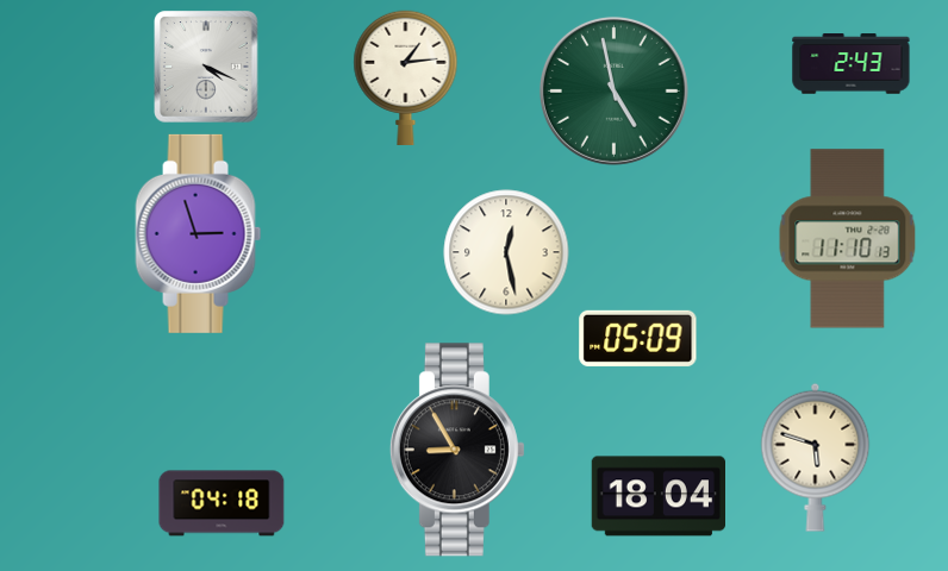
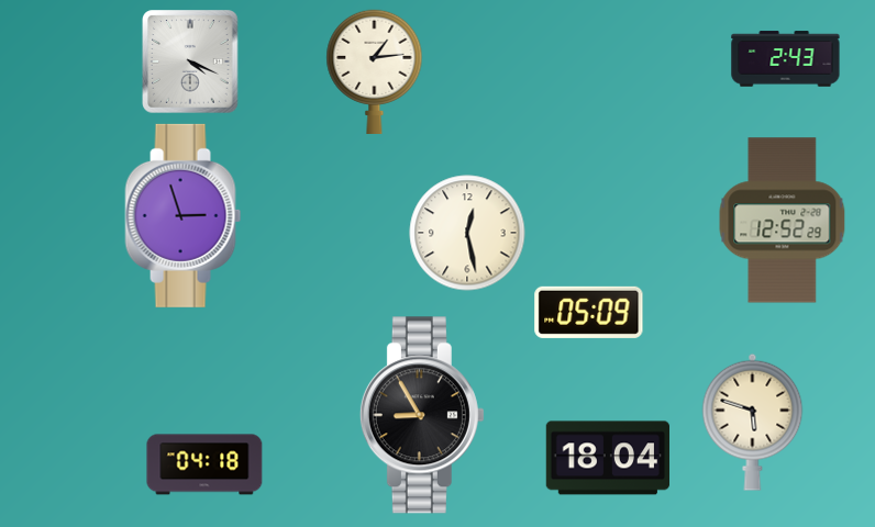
clock at (613, 90): 4:58 -> none
clock at (848, 239): 11:10 -> 12:52
